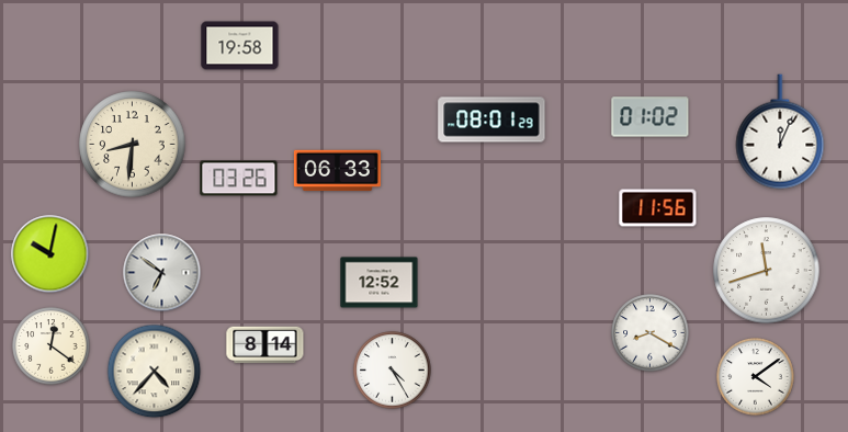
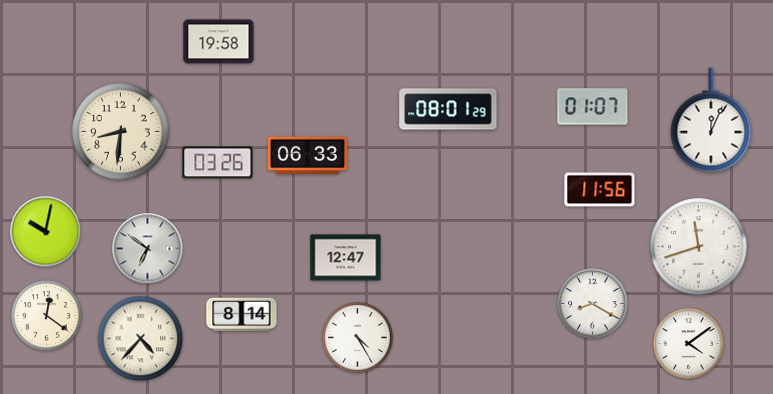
clock at (651, 117): 01:02 -> 01:07
clock at (380, 283): 12:52 -> 12:47
